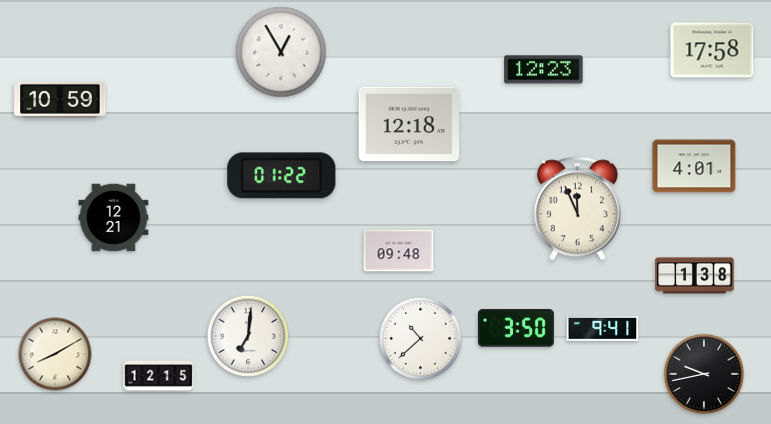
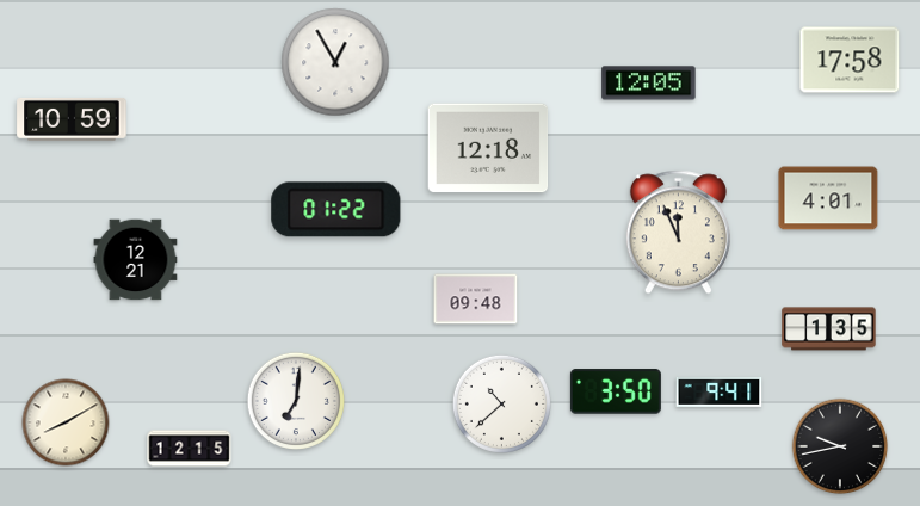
clock at (544, 70): 12:23 -> 12:05
clock at (577, 209) position: (577, 209) -> (678, 233)
clock at (695, 276): 1:38 -> 1:35
